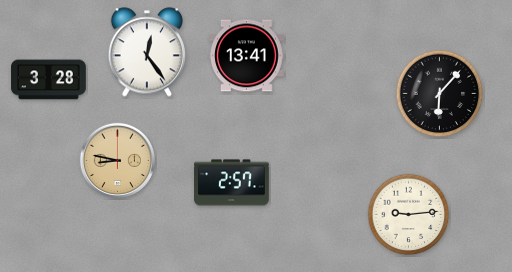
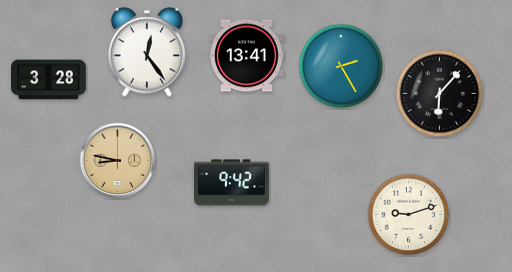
clock at (341, 66): none -> 2:25
clock at (232, 183): 2:57 -> 9:42
clock at (409, 215): 9:14 -> 9:12
